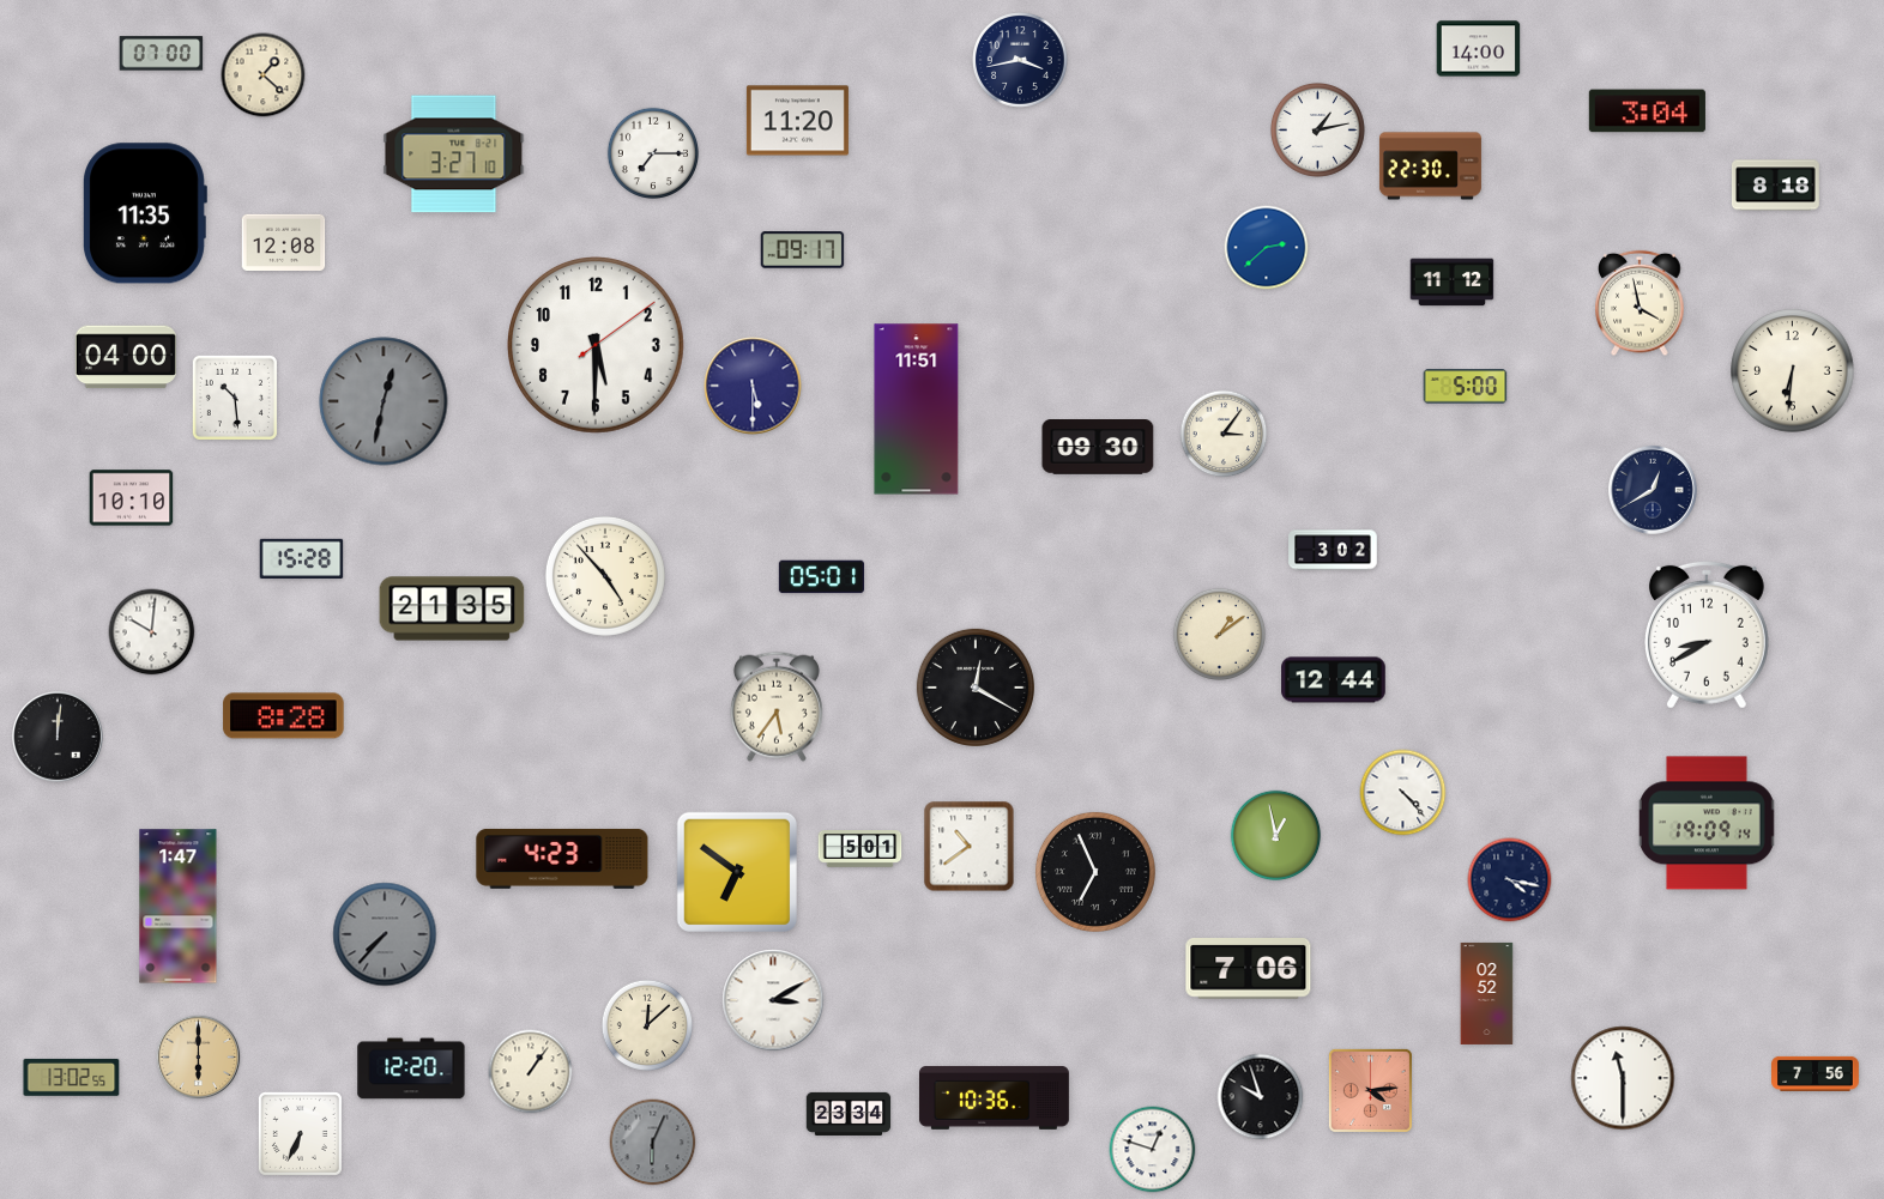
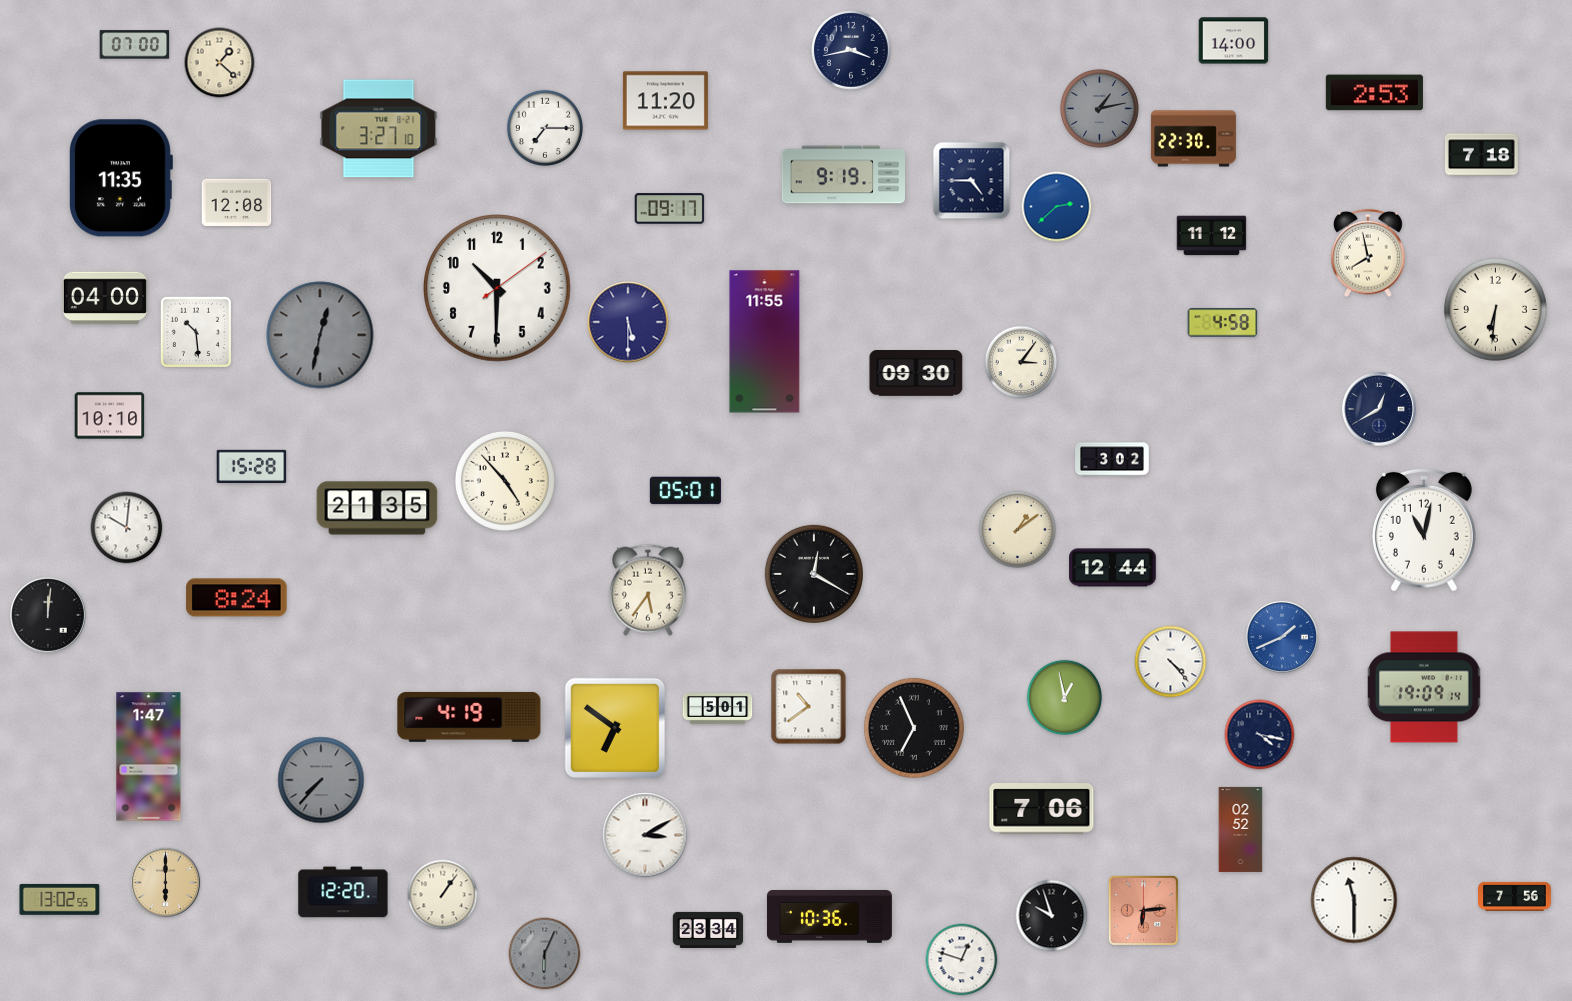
clock at (1647, 111): 3:04 -> 2:53
clock at (1317, 129) dial: white -> grey
clock at (1775, 186): 8:18 -> 7:18
clock at (843, 175): none -> 9:19
clock at (972, 181): none -> 4:45
clock at (1640, 303): 3:58 -> 7:58
clock at (597, 346): 5:30 -> 10:30
clock at (1466, 387): 5:00 -> 4:58
clock at (917, 410): 11:51 -> 11:55
clock at (821, 577) position: (821, 577) -> (685, 491)
clock at (1707, 635): 8:40 -> 11:02
clock at (284, 716): 8:28 -> 8:24
clock at (1282, 637): none -> 1:41
clock at (562, 859): 4:23 -> 4:19
clock at (646, 1024): 12:08 -> none
clock at (1370, 1090): 4:14 -> 6:14
clock at (300, 1133): 6:34 -> none
